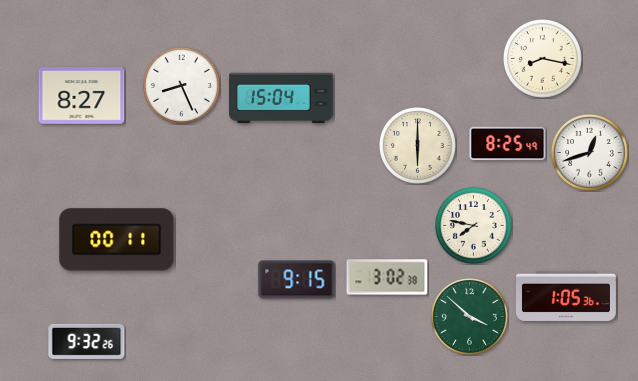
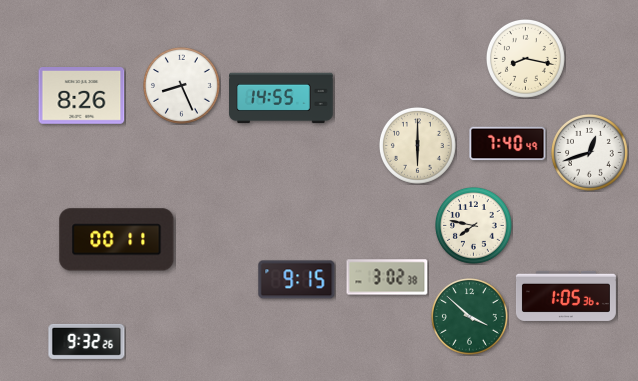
clock at (542, 58) position: (542, 58) -> (525, 58)
clock at (82, 96): 8:27 -> 8:26
clock at (281, 98): 15:04 -> 14:55
clock at (508, 144): 8:25 -> 7:40
